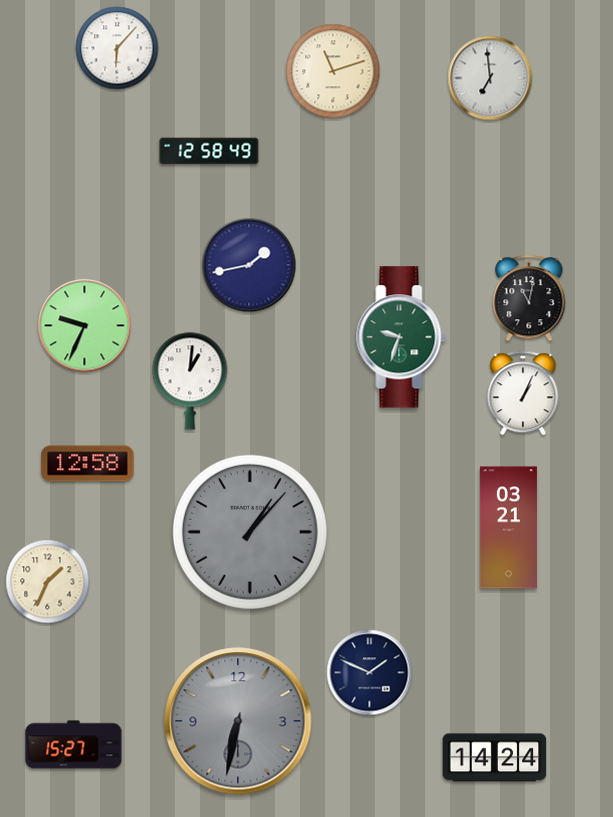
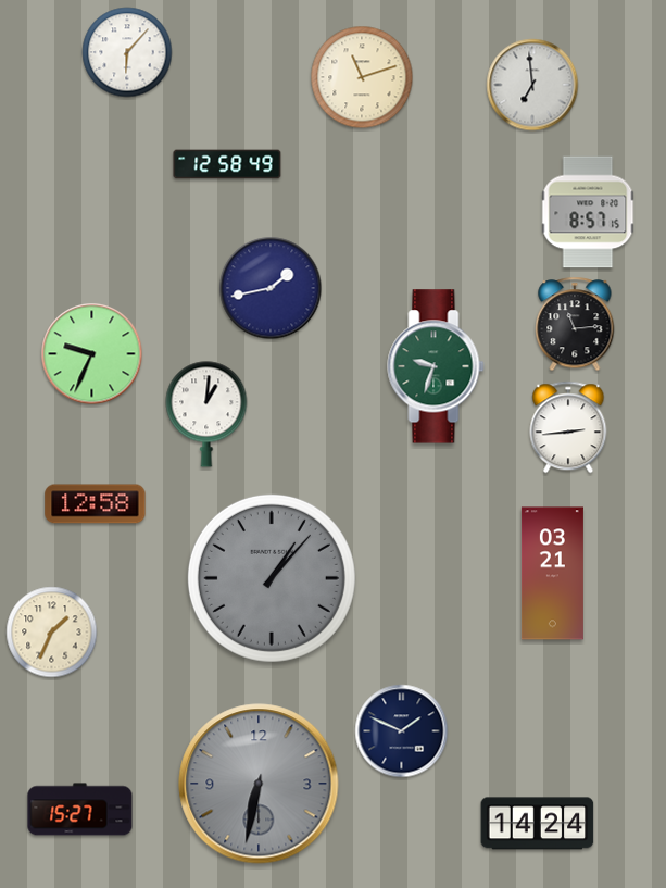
clock at (588, 212): none -> 8:57
clock at (529, 298): 11:02 -> 11:14
clock at (523, 393): 1:04 -> 2:44
